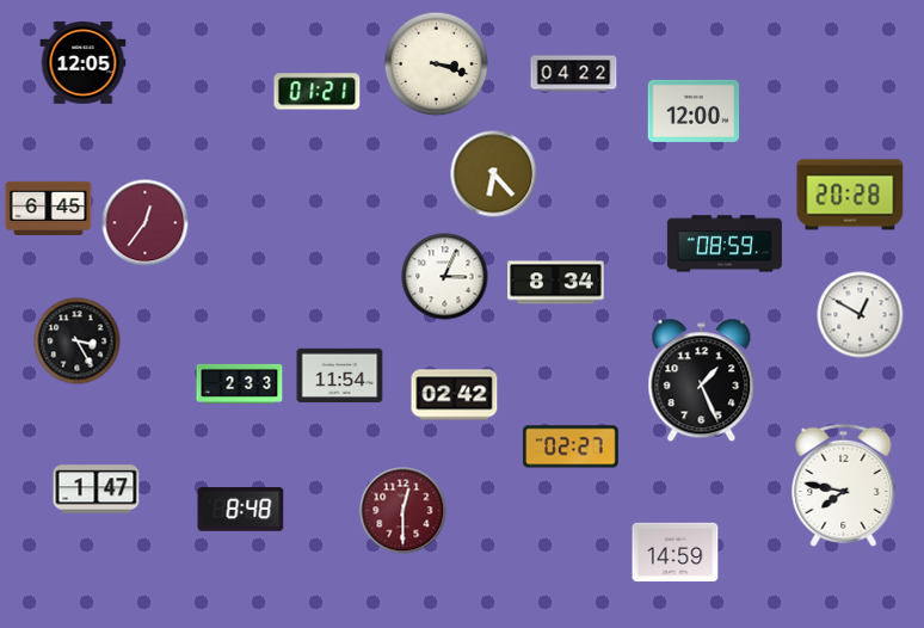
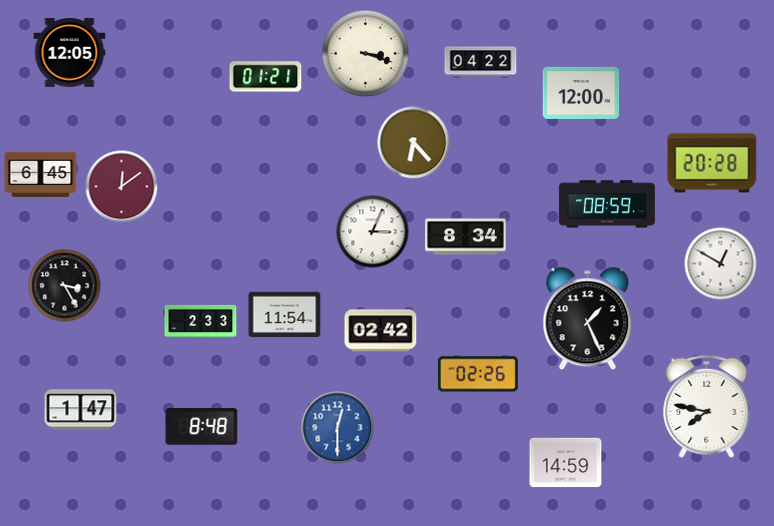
clock at (494, 174) position: (494, 174) -> (414, 143)
clock at (146, 223): 12:36 -> 12:09
clock at (571, 447): 02:27 -> 02:26
clock at (404, 511) dial: burgundy -> blue
